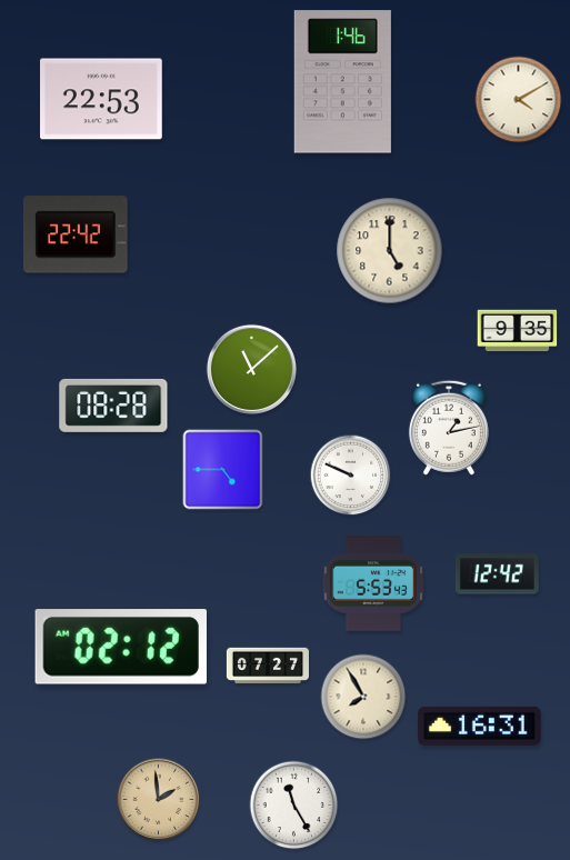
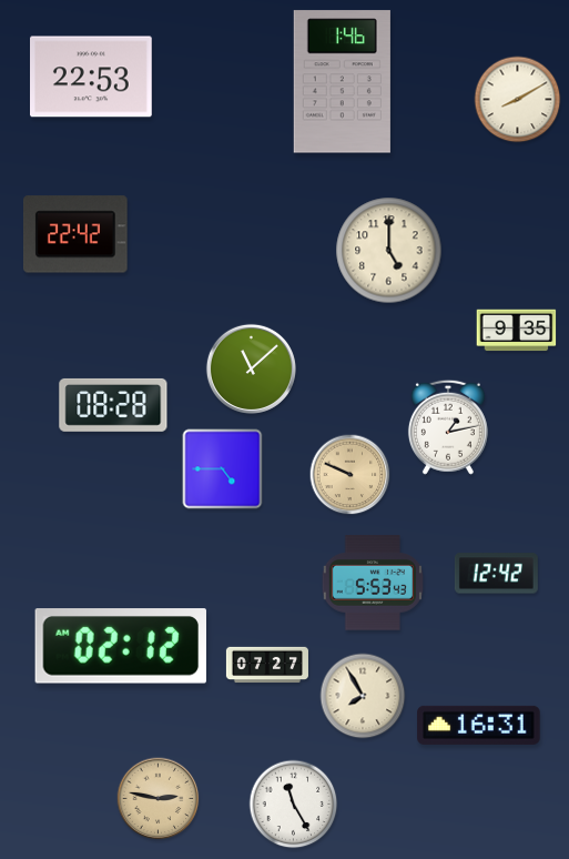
clock at (102, 99) position: (102, 99) -> (92, 77)
clock at (519, 100): 4:10 -> 8:10
clock at (351, 476) dial: white -> champagne
clock at (159, 800): 1:59 -> 2:47
